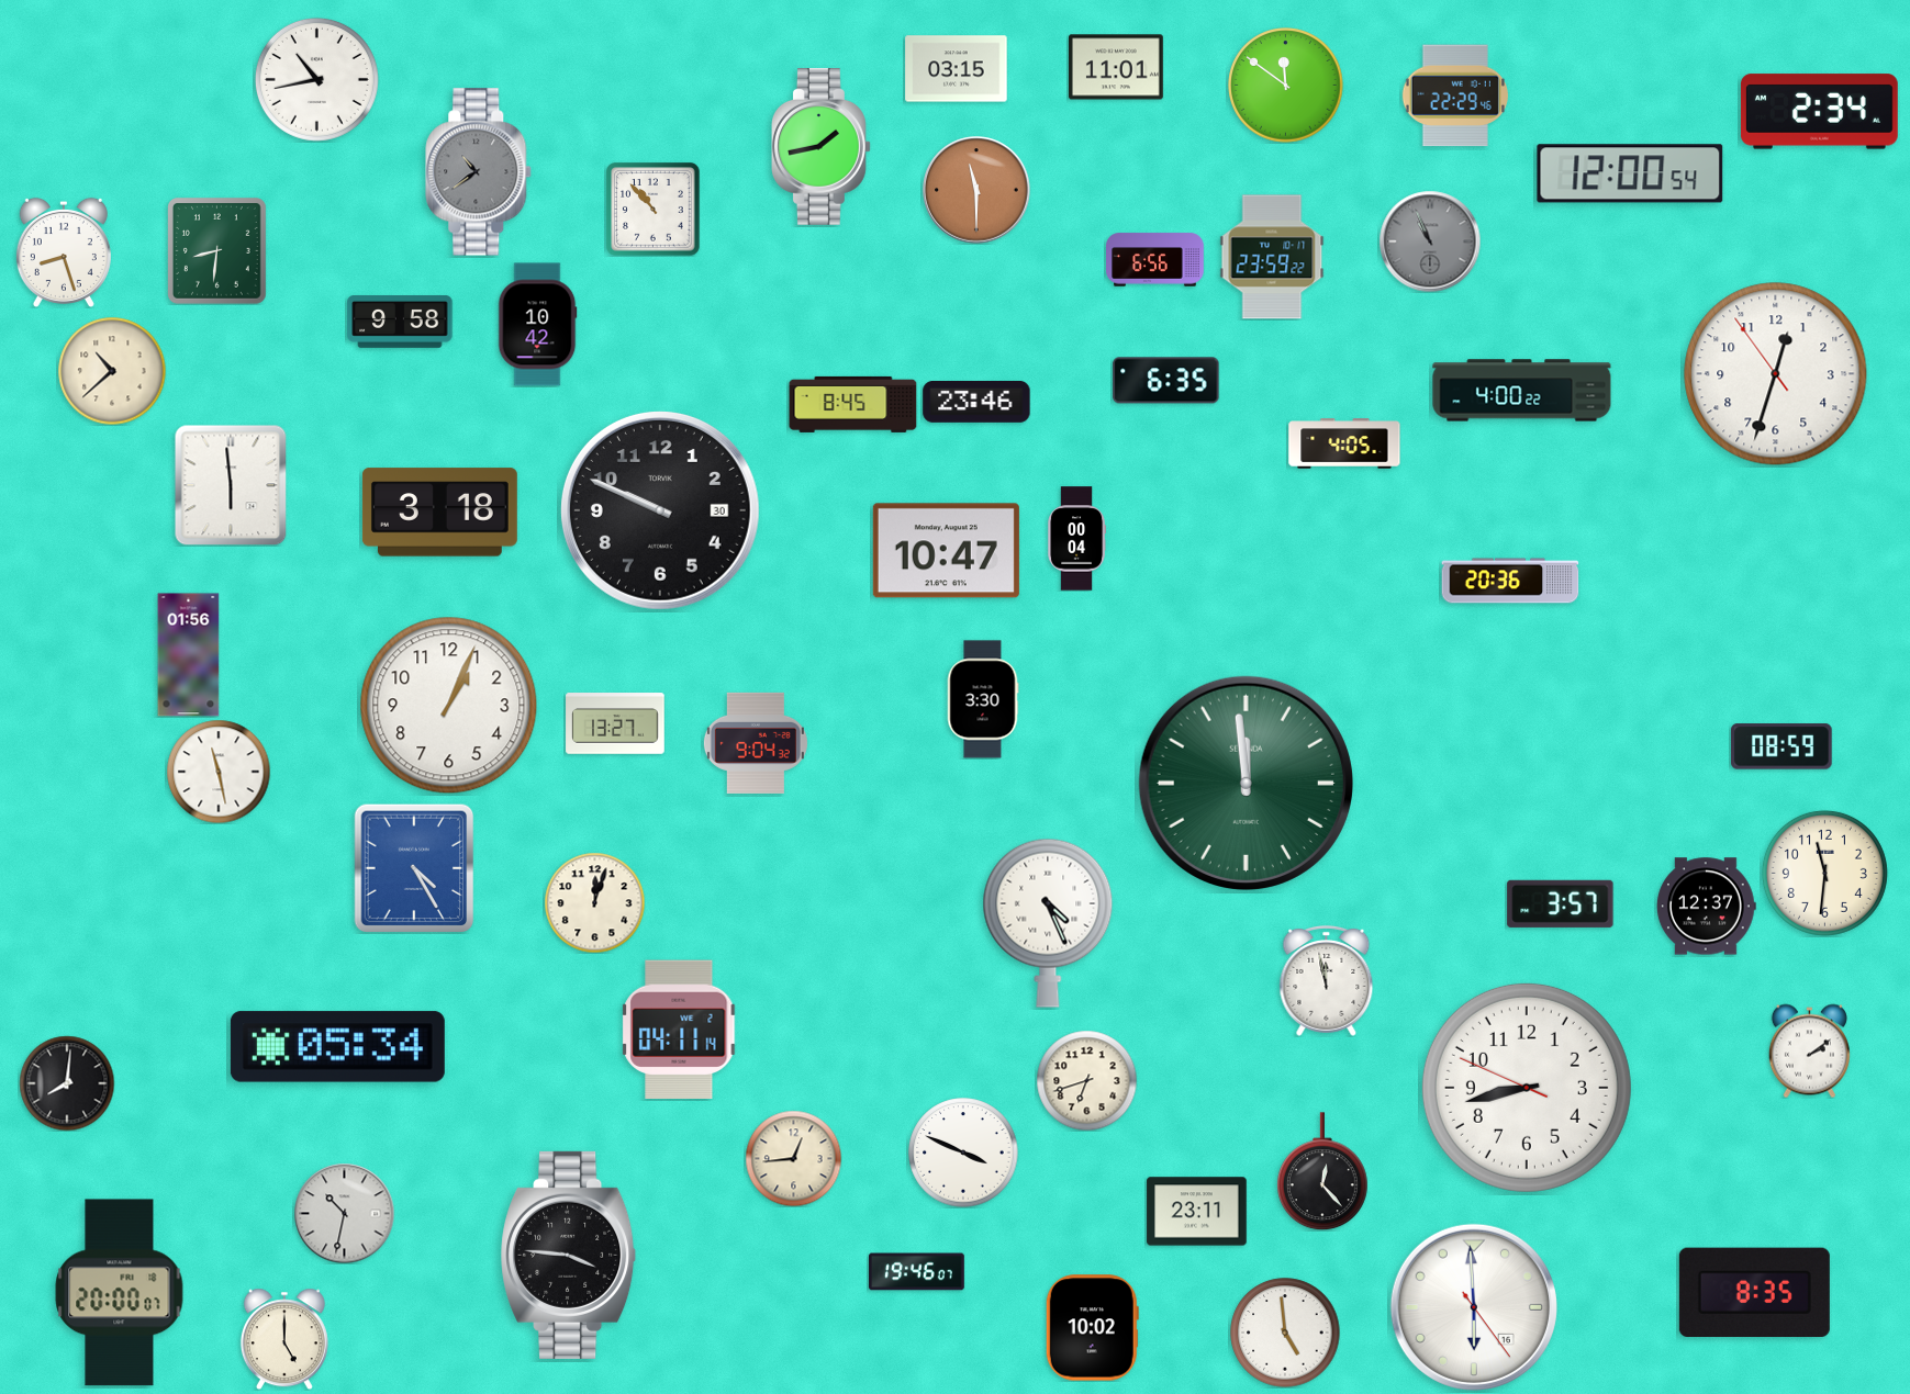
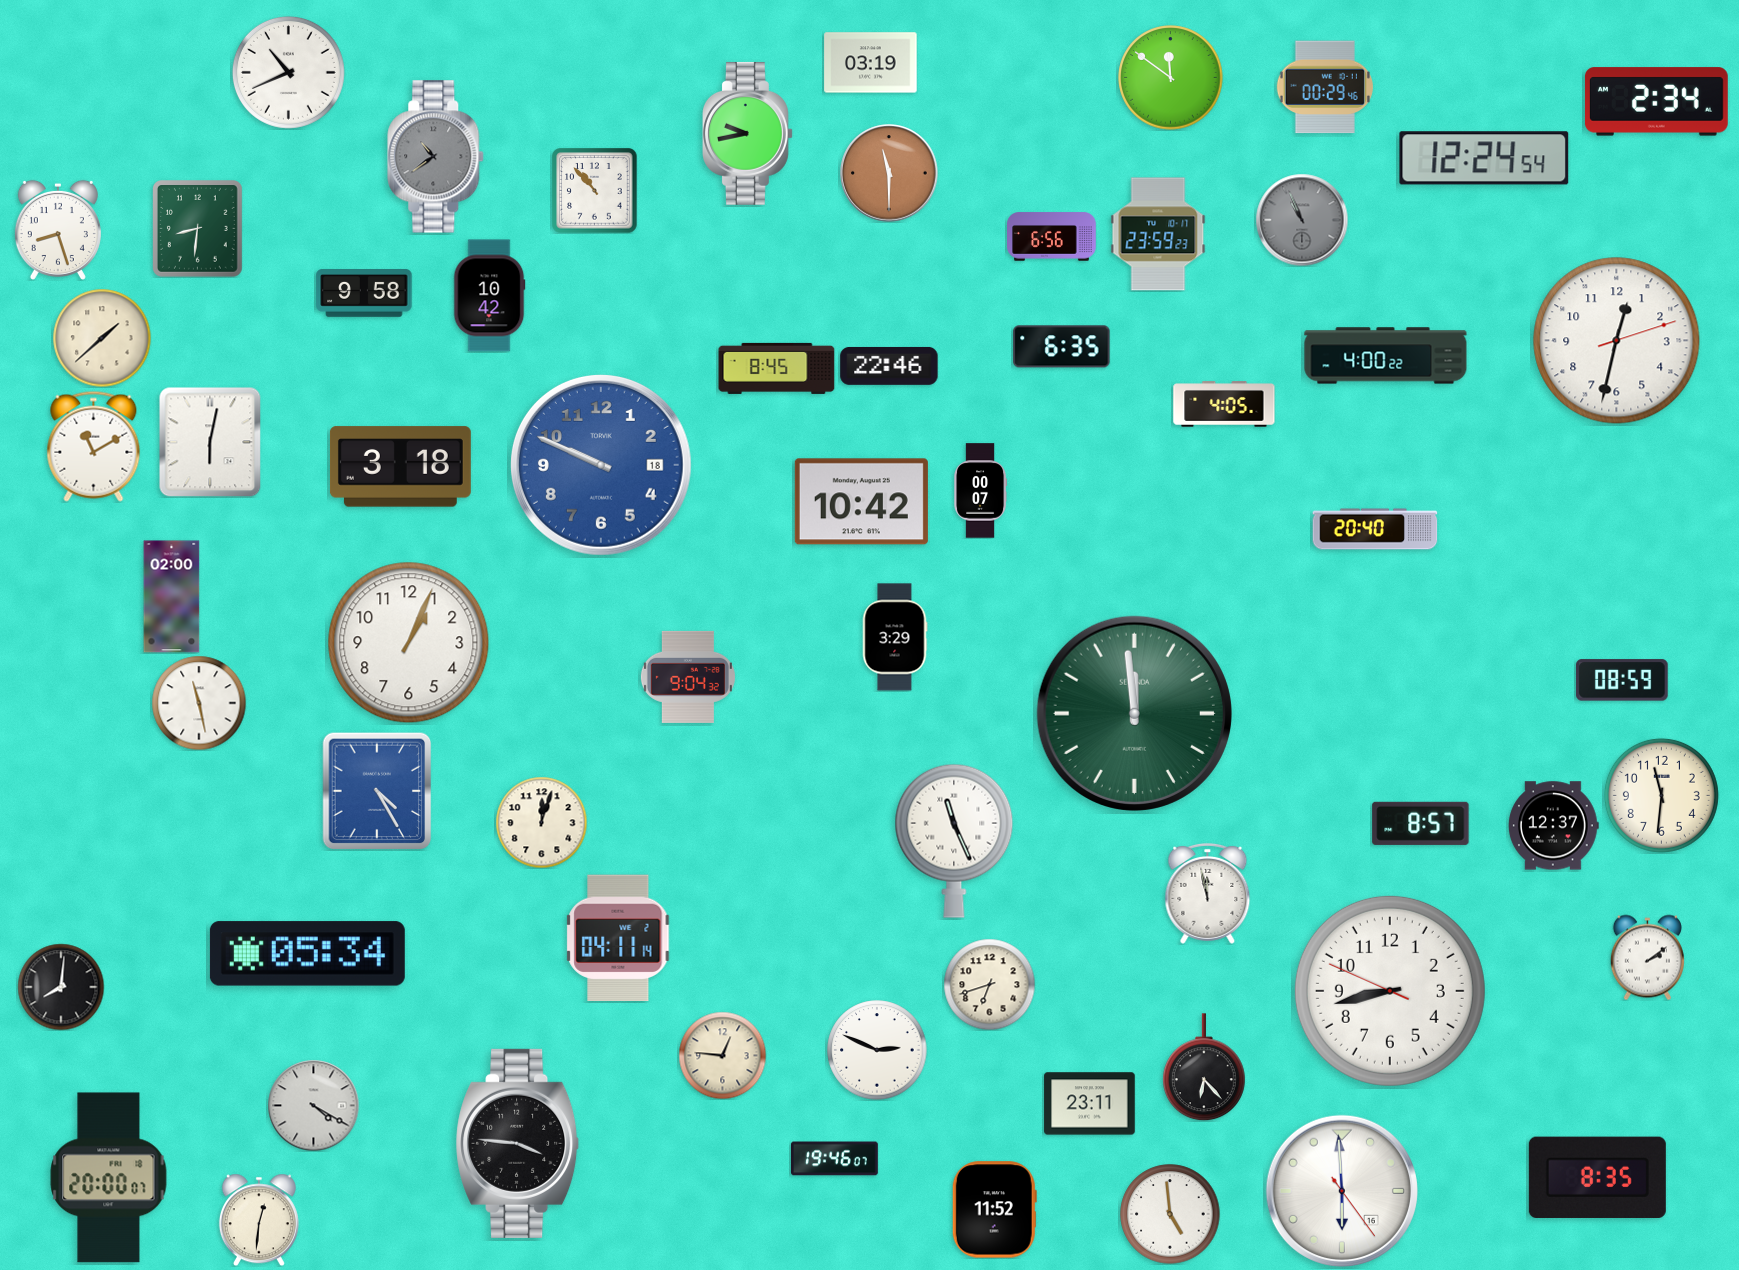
clock at (1116, 67): 11:01 -> none
clock at (957, 69): 03:15 -> 03:19
clock at (316, 79): 10:43 -> 10:41
clock at (1455, 95): 22:29 -> 00:29
clock at (820, 146): 1:43 -> 9:43
clock at (1630, 173): 12:00 -> 12:24
clock at (1272, 257): 23:59:22 -> 23:59:23
clock at (112, 371): 10:38 -> 1:38
clock at (1776, 374): 12:32:54 -> 12:32:12
clock at (976, 402): 23:46 -> 22:46
clock at (231, 485): 5:59 -> 6:02
clock at (94, 446): none -> 11:10
clock at (660, 510) date: 30 -> 18
clock at (660, 510) dial: black -> blue
clock at (1077, 539): 00:04 -> 00:07
clock at (946, 551): 10:47 -> 10:42
clock at (1510, 581): 20:36 -> 20:40
clock at (189, 655): 01:56 -> 02:00
clock at (983, 699): 3:30 -> 3:29
clock at (615, 723): 13:27 -> none
clock at (1561, 903): 3:57 -> 8:57
clock at (1048, 923): 4:26 -> 11:26
clock at (963, 1153): 3:49 -> 2:49
clock at (793, 1158): 12:44 -> 12:46
clock at (1323, 1171): 12:23 -> 6:23
clock at (344, 1213): 10:32 -> 4:20
clock at (1092, 1328): 10:02 -> 11:52
clock at (284, 1339): 5:00 -> 12:31
